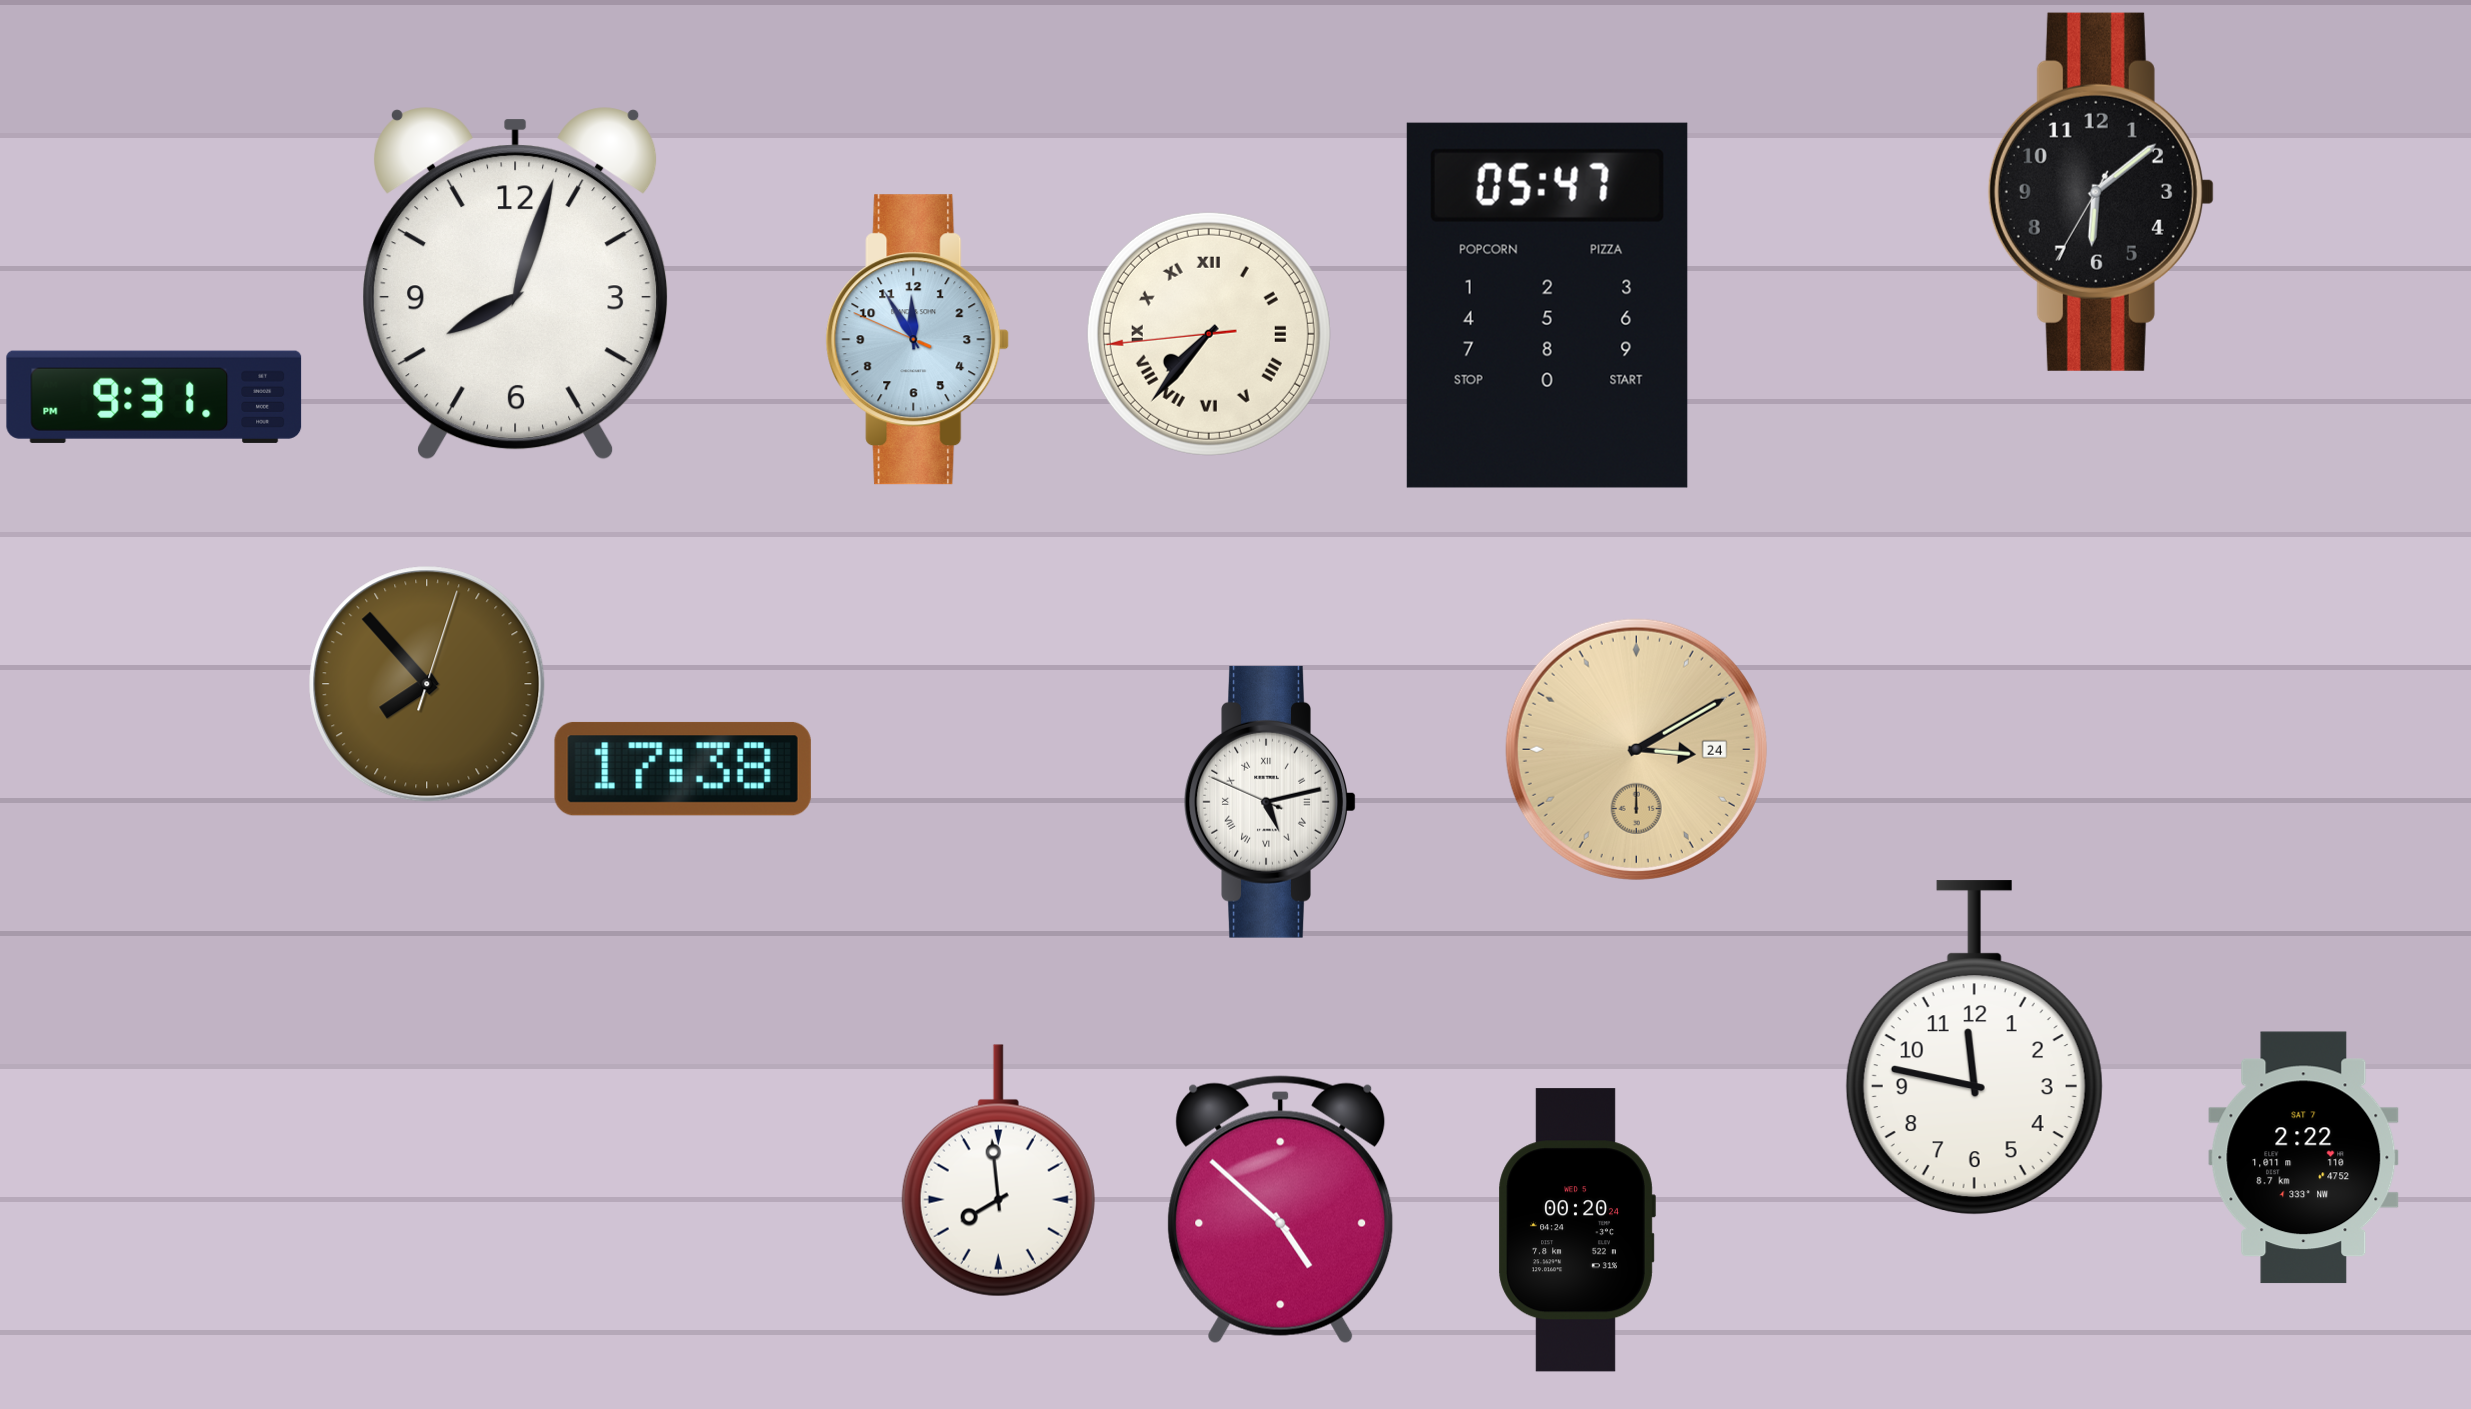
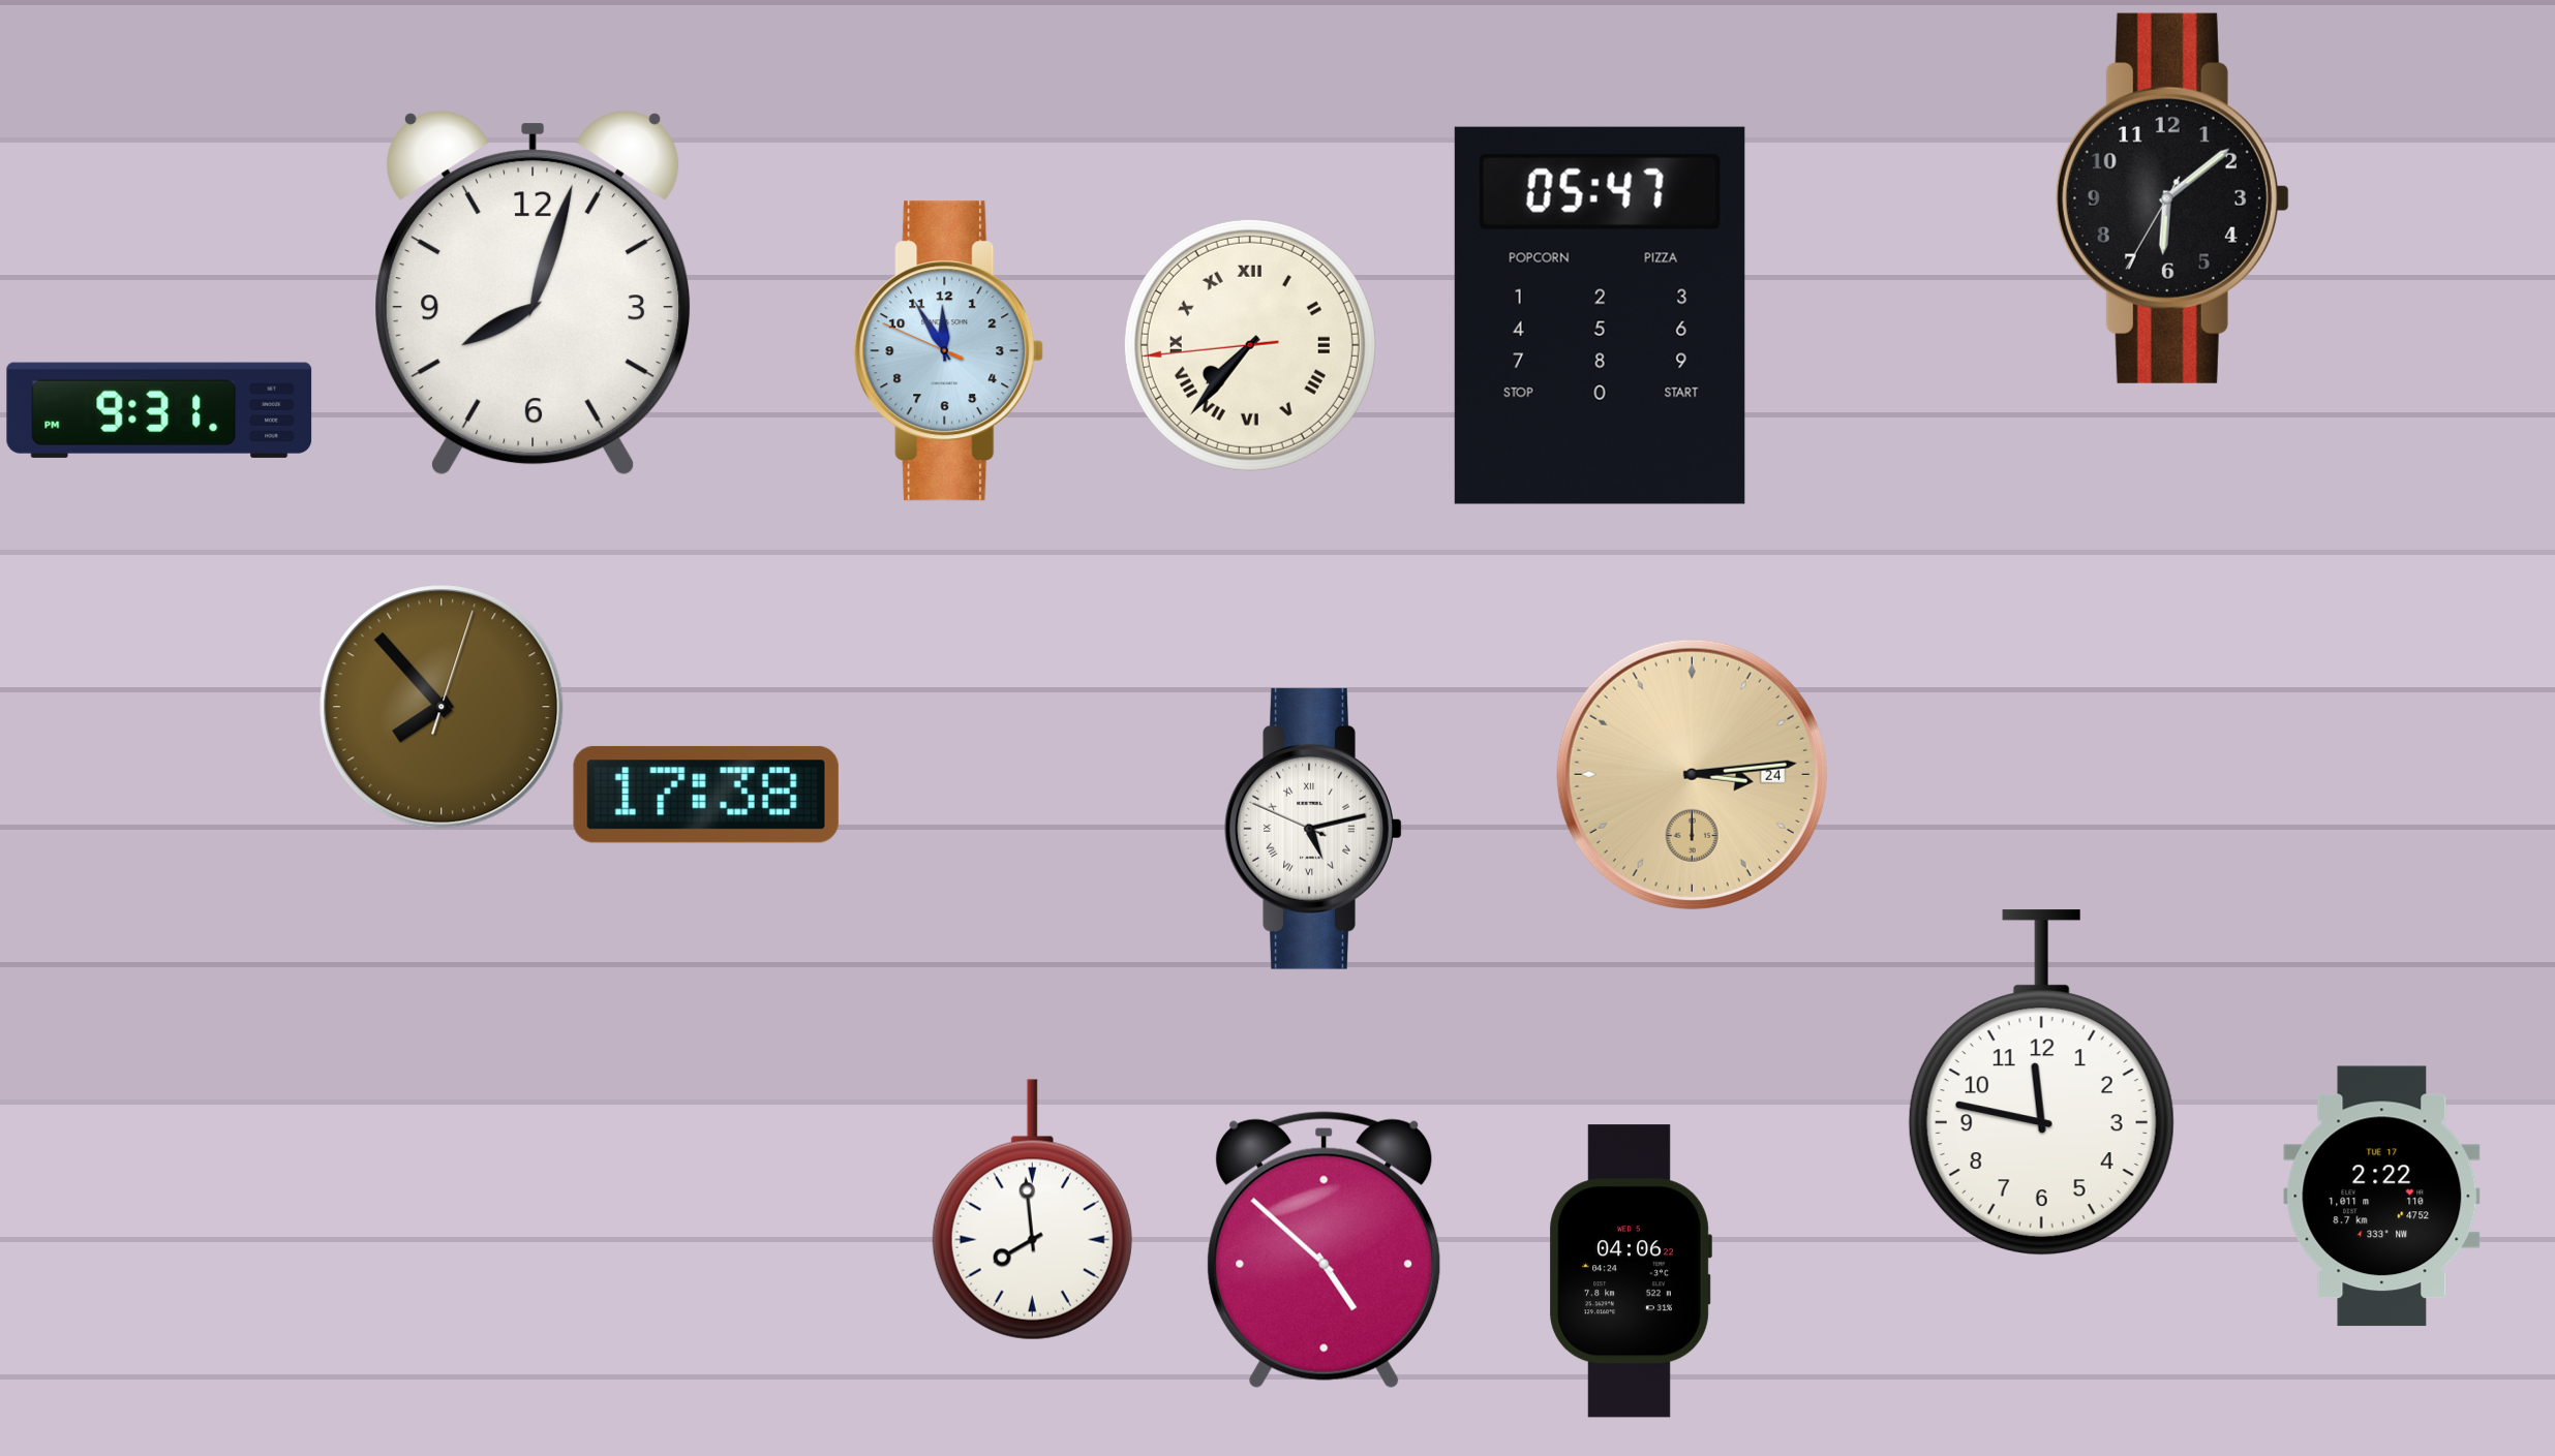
clock at (1636, 749): 3:10 -> 3:14
clock at (2304, 1158) date: SAT 7 -> TUE 17
clock at (1577, 1230): 00:20 -> 04:06
